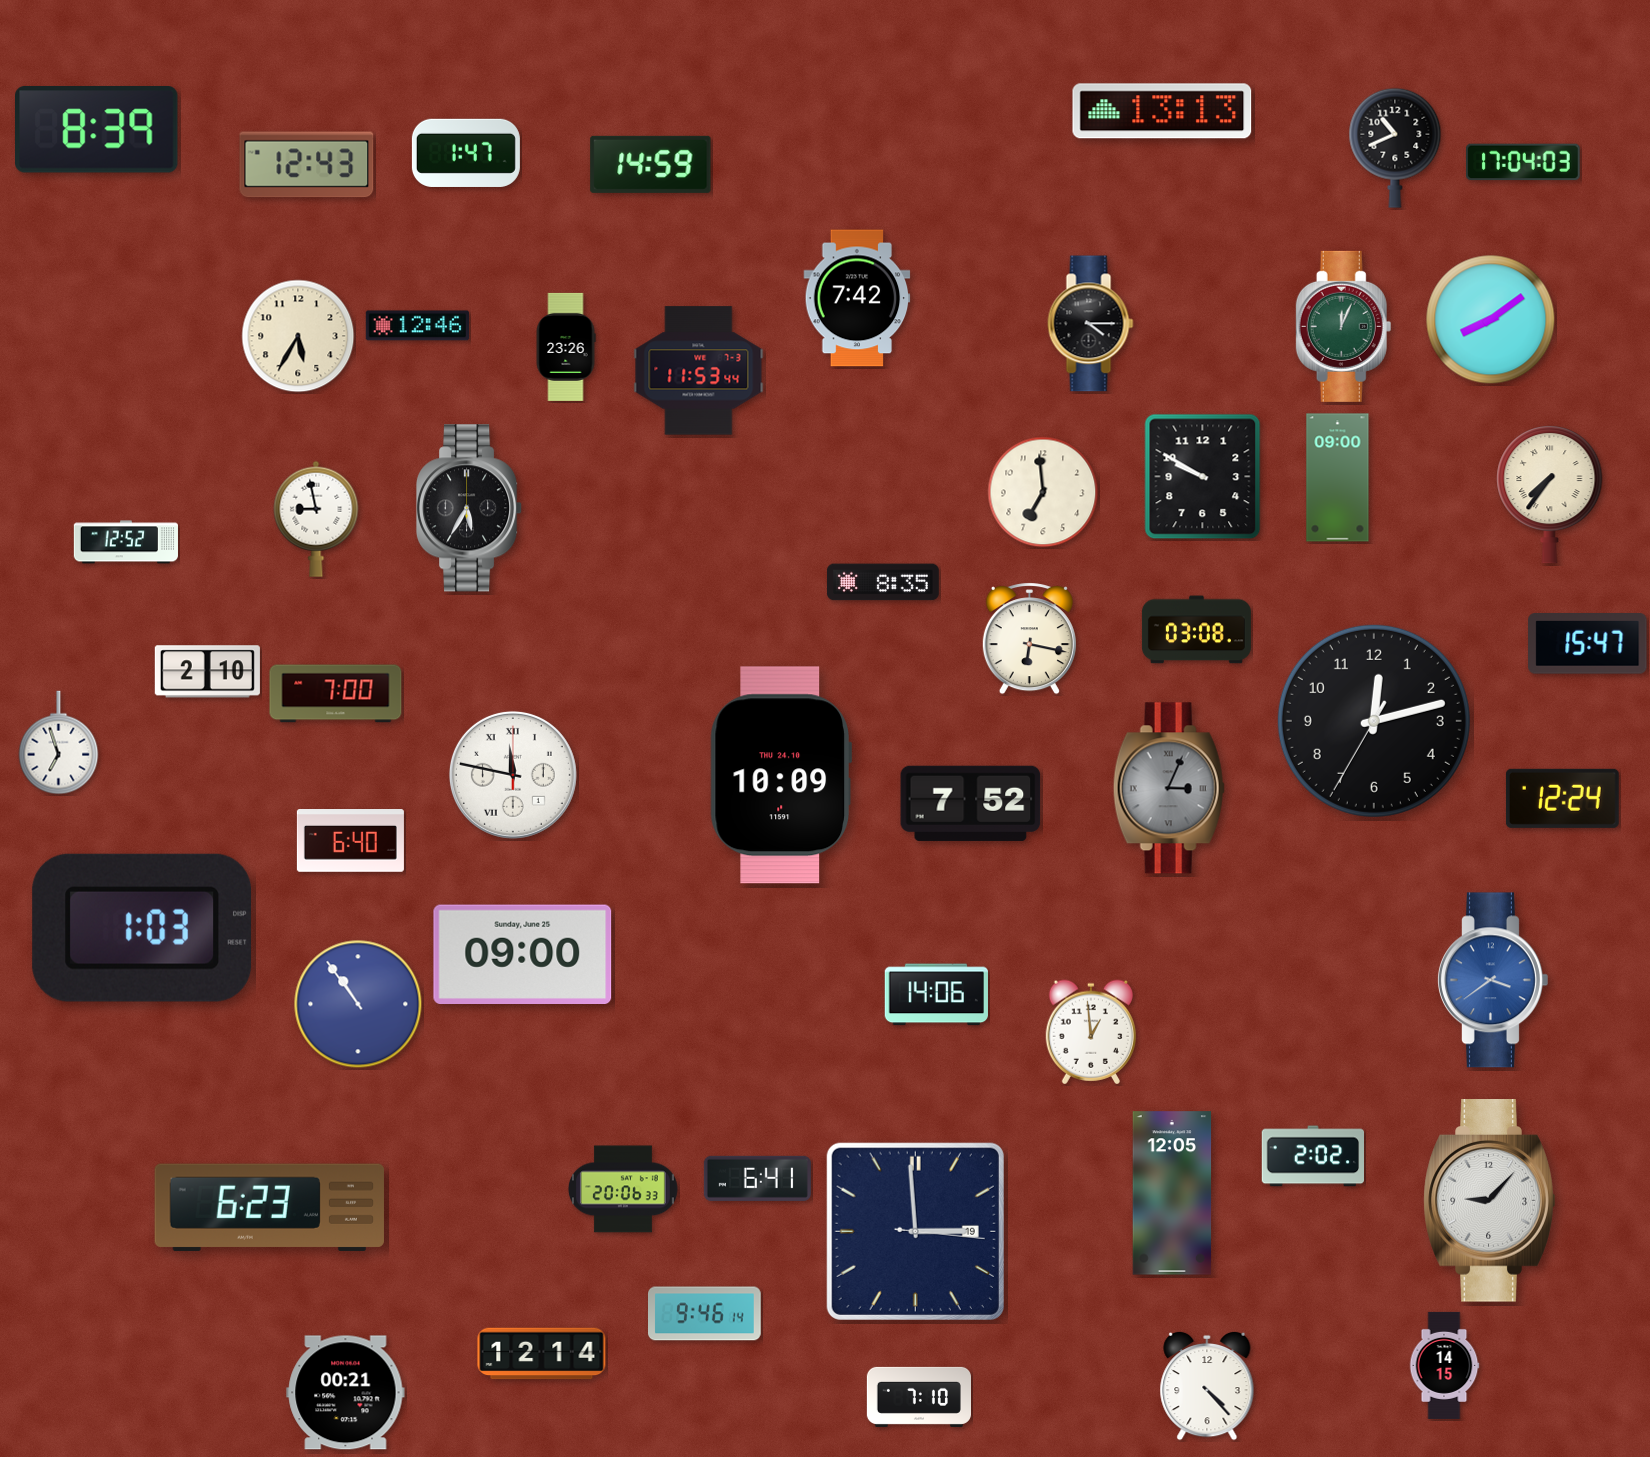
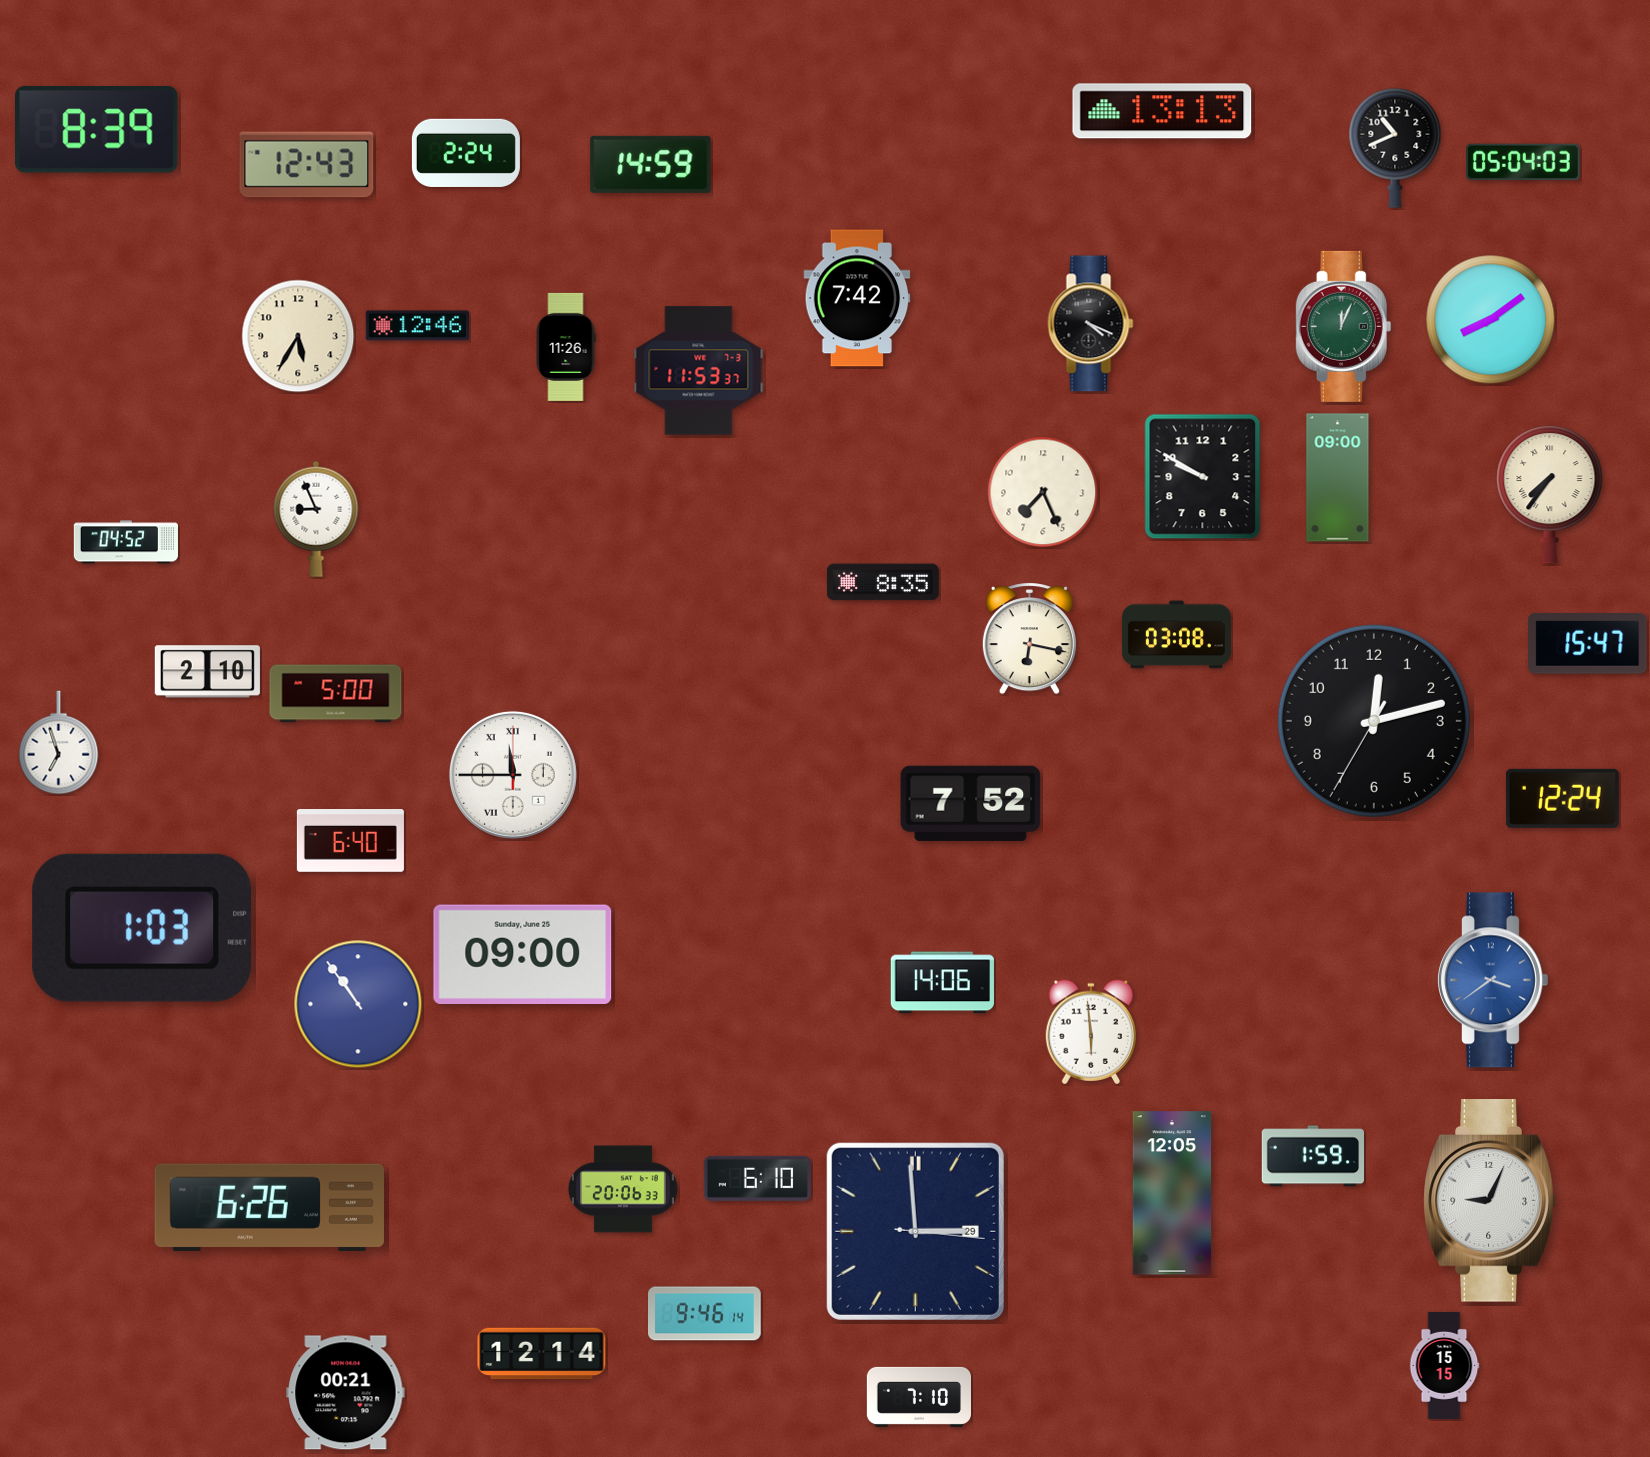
clock at (466, 153): 1:47 -> 2:24
clock at (1524, 162): 17:04 -> 05:04
clock at (1091, 324): 4:15 -> 4:19
clock at (566, 347): 23:26 -> 11:26
clock at (699, 371): 11:53:44 -> 11:53:37
clock at (1043, 492): 6:59 -> 7:26
clock at (469, 508): 5:35 -> none
clock at (316, 519): 8:58 -> 8:56
clock at (126, 542): 12:52 -> 04:52
clock at (1196, 630) position: (1196, 630) -> (1176, 635)
clock at (336, 694): 7:00 -> 5:00
clock at (513, 775): 11:47 -> 11:45
clock at (781, 775): 10:09 -> none
clock at (1169, 788): 3:04 -> none
clock at (936, 995) position: (936, 995) -> (942, 983)
clock at (1090, 1032): 12:59 -> 5:59
clock at (1313, 1156): 2:02 -> 1:59
clock at (757, 1178): 6:41 -> 6:10
clock at (1490, 1201): 9:07 -> 9:04
clock at (269, 1207): 6:23 -> 6:26
clock at (915, 1231) date: 19 -> 29
clock at (1444, 1365): 14:15 -> 15:15
clock at (1207, 1386): 4:23 -> none
